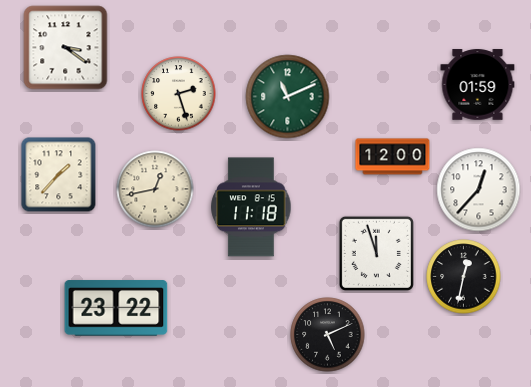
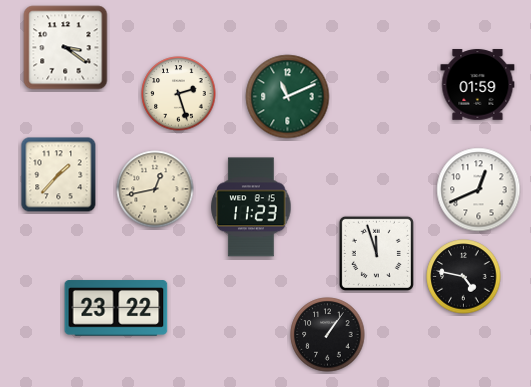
clock at (393, 157): 12:00 -> none
clock at (479, 190): 12:37 -> 12:41
clock at (251, 207): 11:18 -> 11:23
clock at (464, 277): 12:32 -> 4:47
clock at (328, 335): 5:11 -> 1:06
